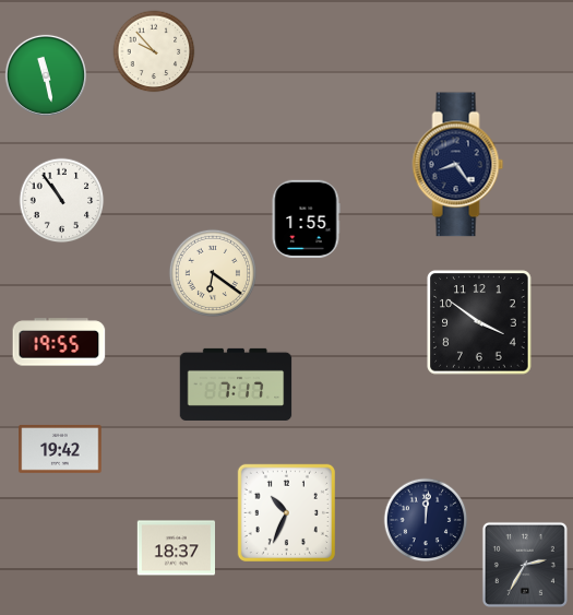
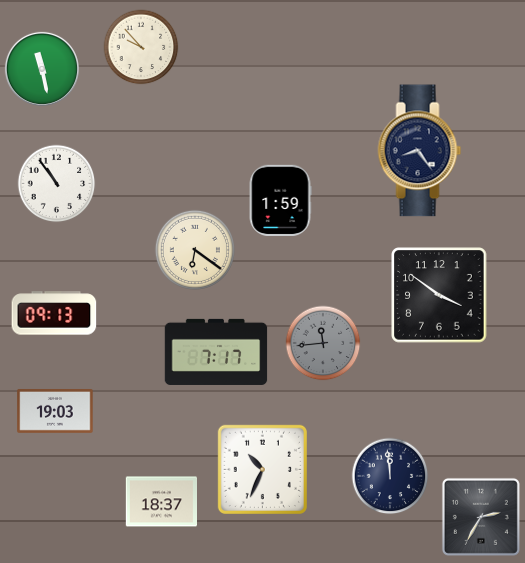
clock at (306, 218): 1:55 -> 1:59
clock at (59, 342): 19:55 -> 09:13
clock at (323, 343): none -> 11:44
clock at (60, 449): 19:42 -> 19:03
clock at (426, 520): 12:01 -> 11:59
